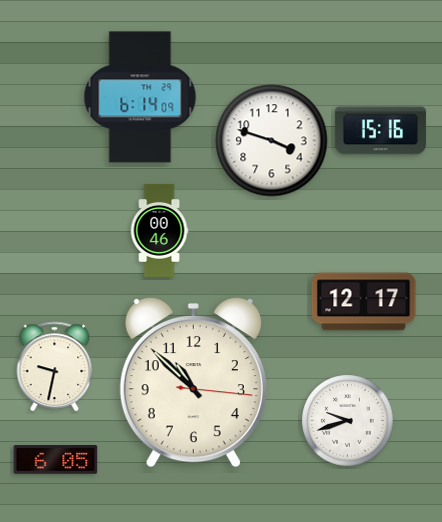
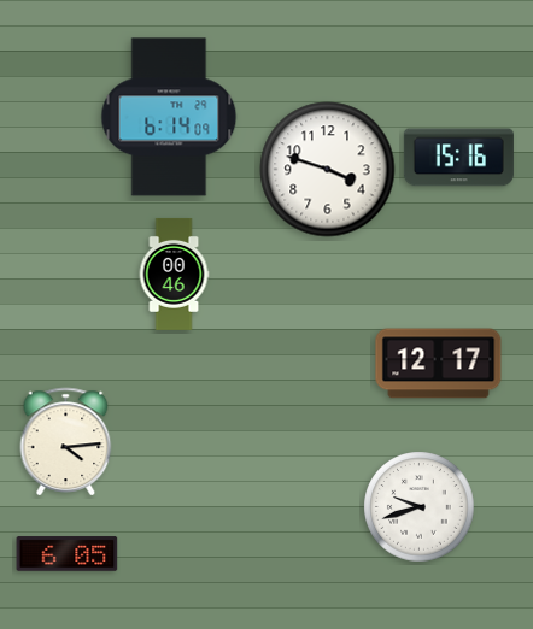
clock at (159, 230) position: (159, 230) -> (174, 274)
clock at (55, 366): 9:32 -> 4:14
clock at (193, 382): 10:52 -> none
